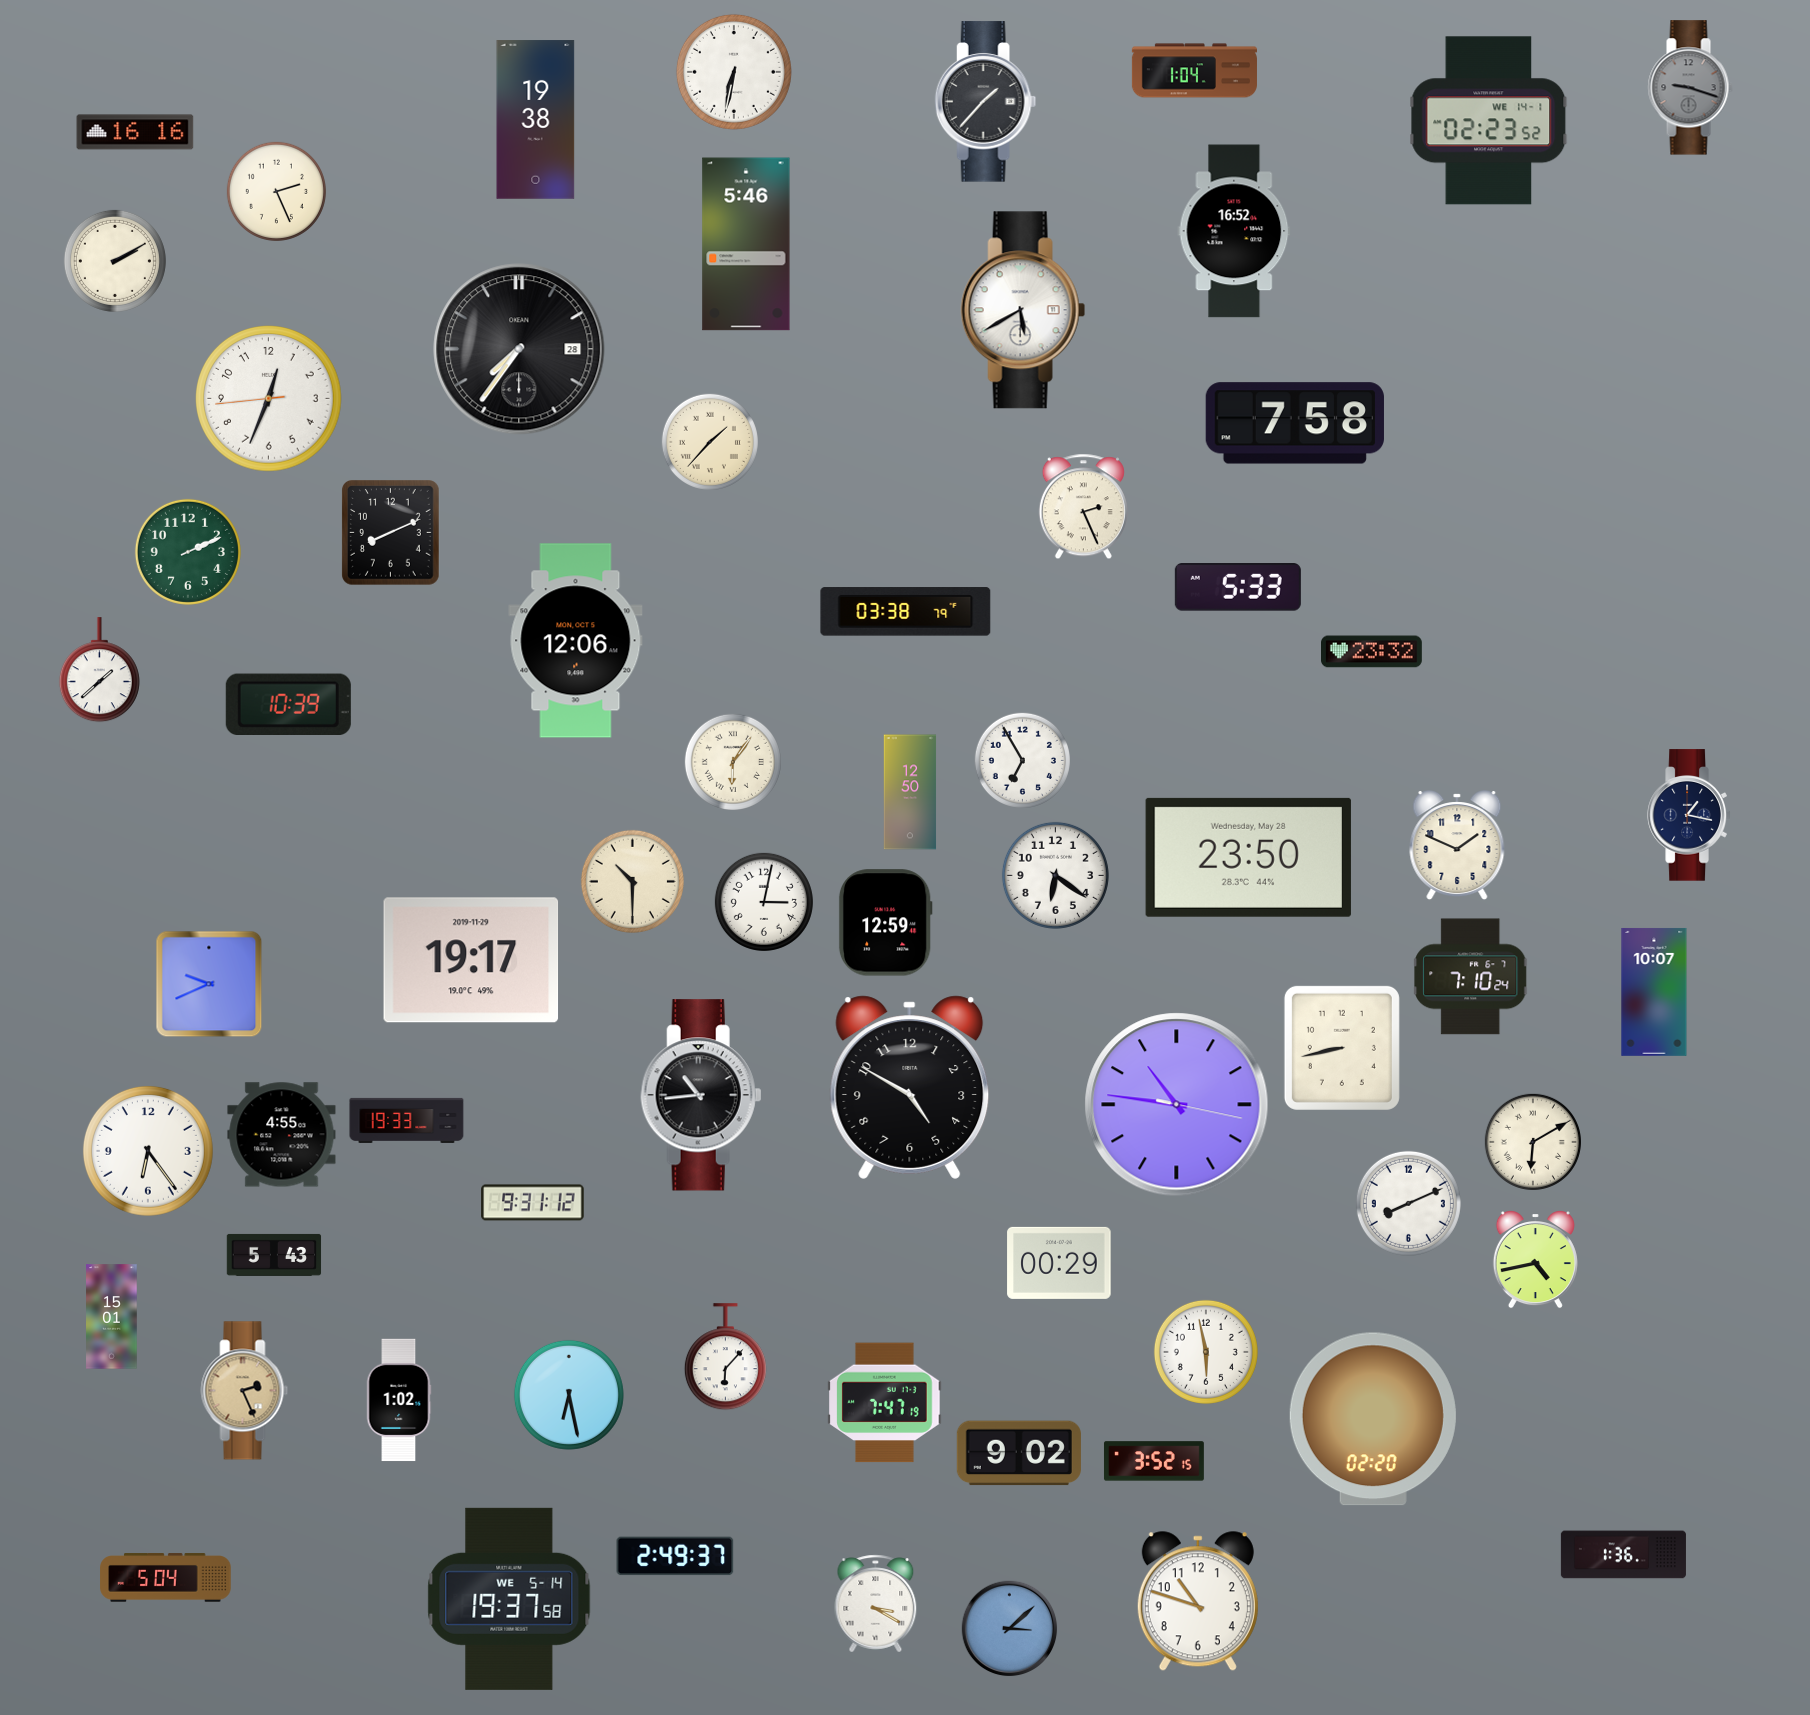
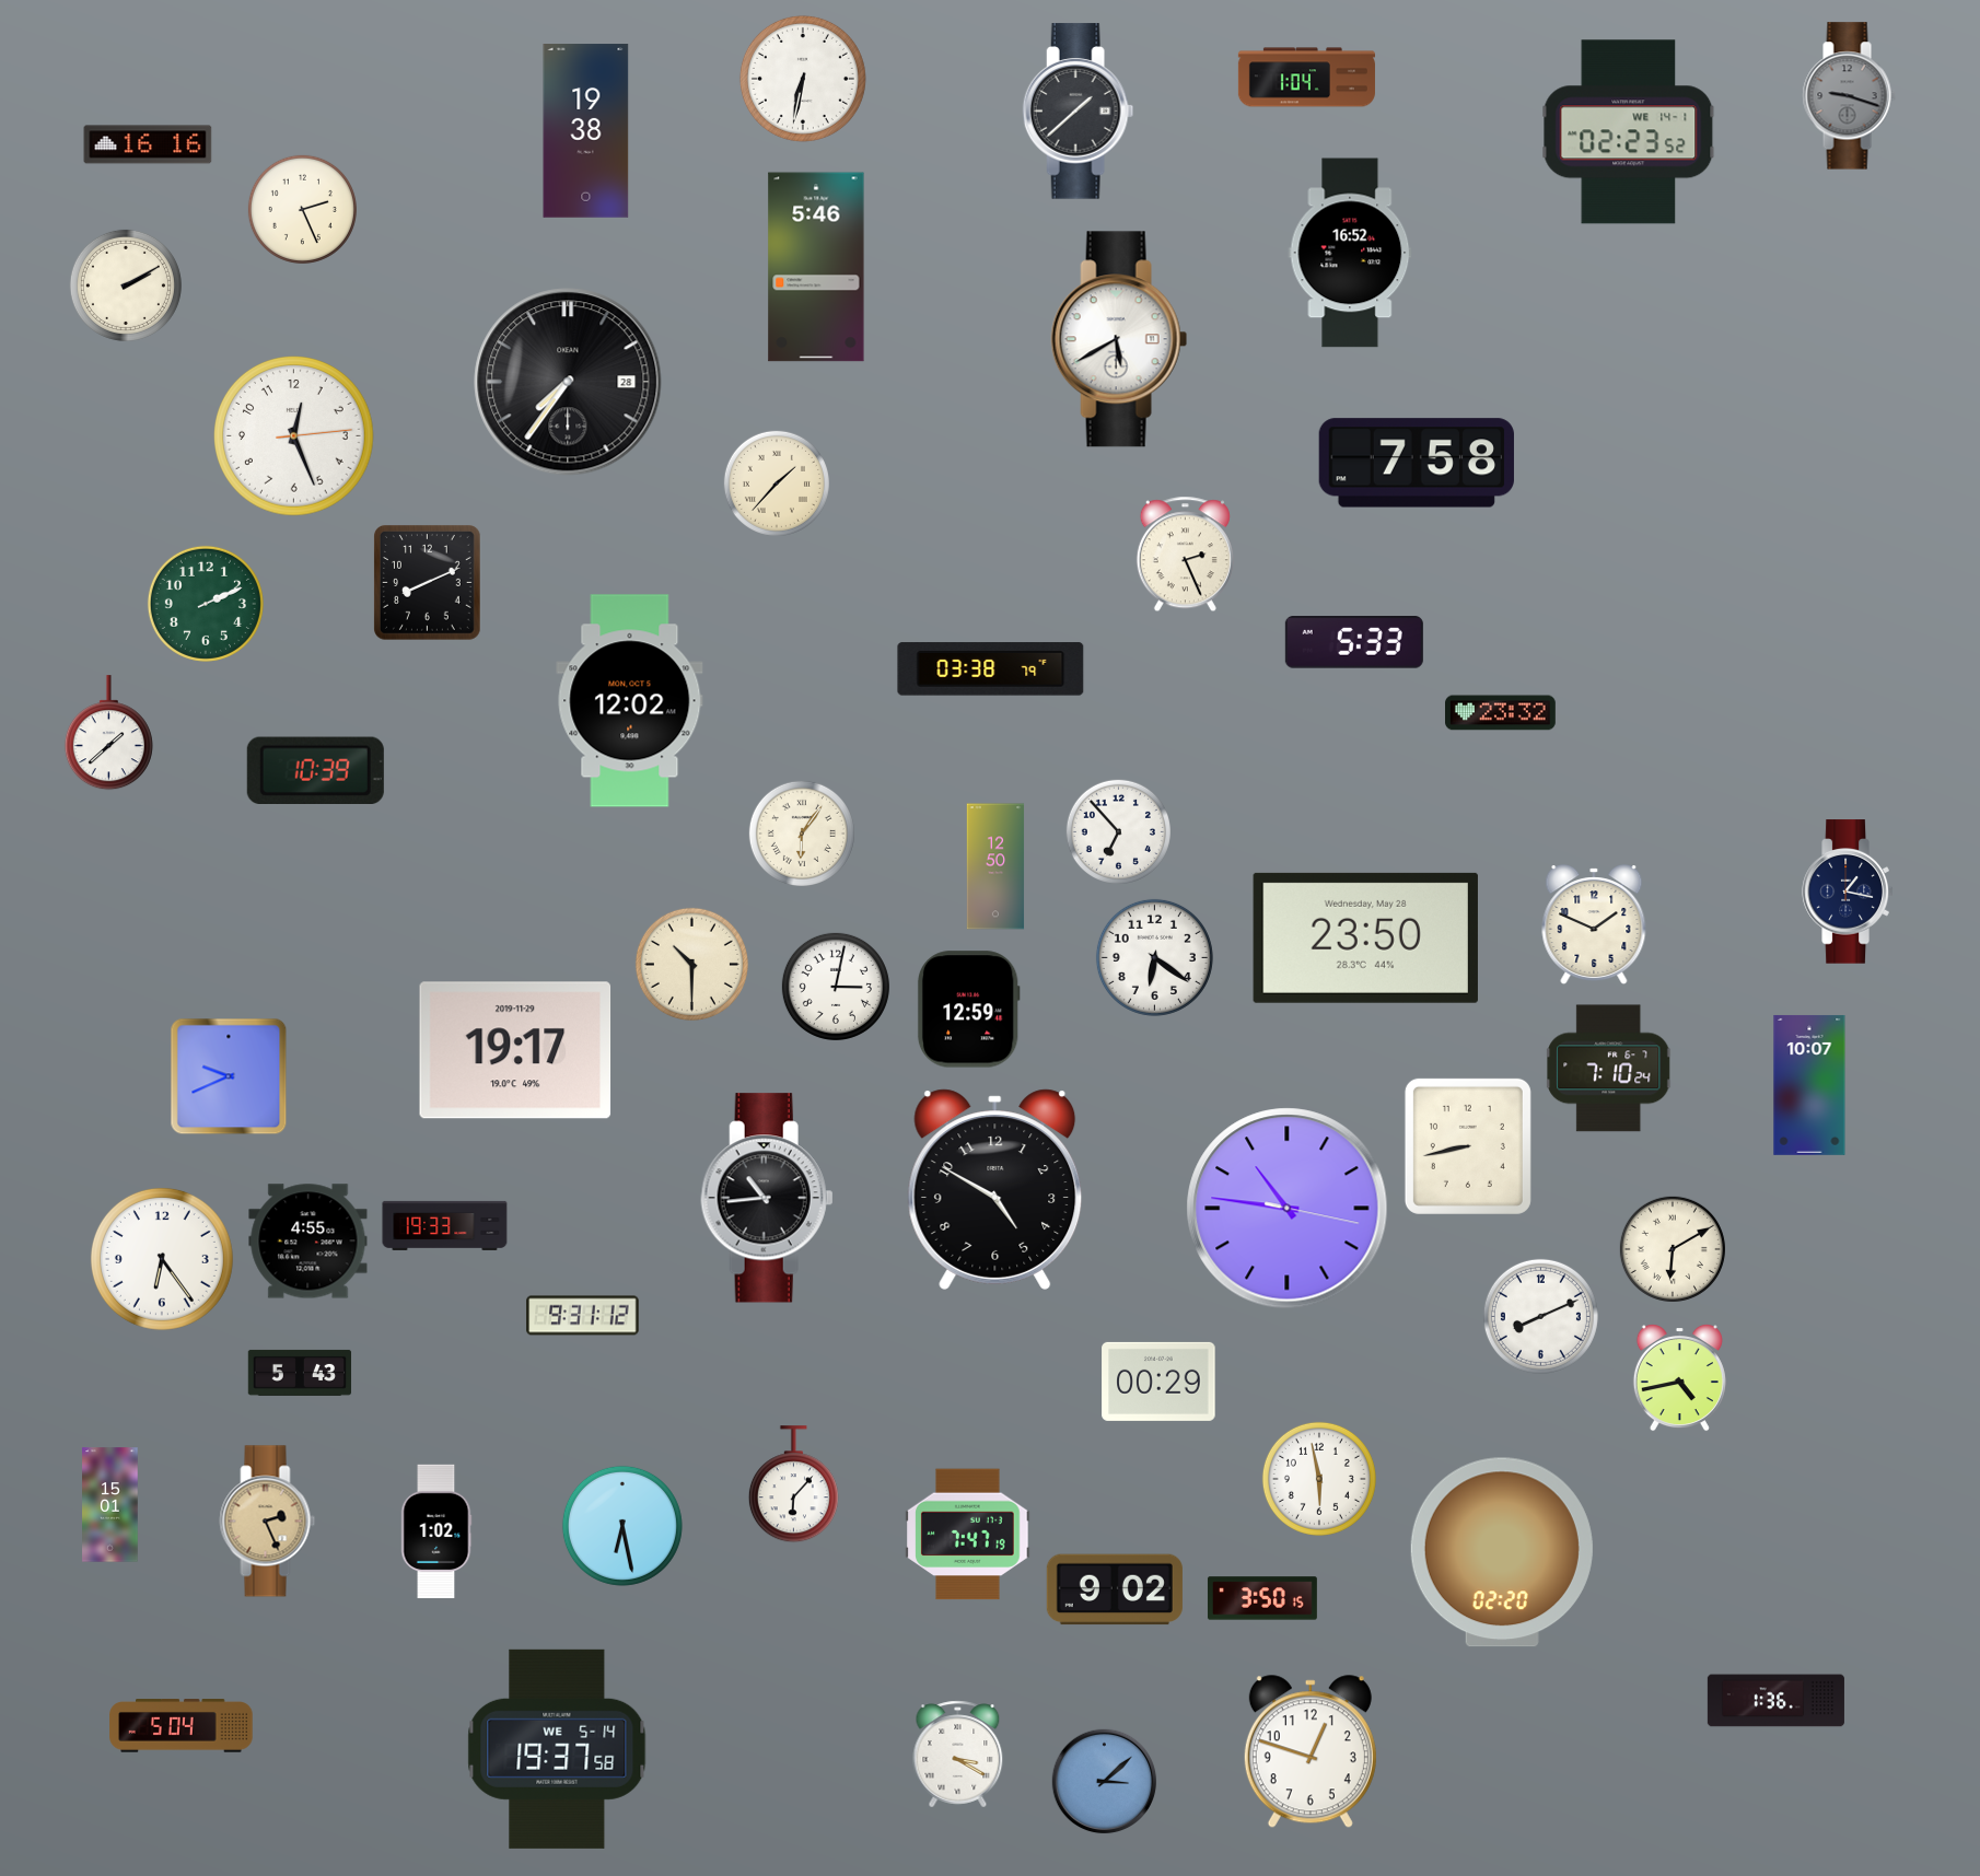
clock at (986, 102): 1:37 -> 1:38
clock at (269, 399): 12:33 -> 12:26
clock at (576, 641): 12:06 -> 12:02
clock at (1022, 760): 6:55 -> 6:53
clock at (1533, 1142) position: (1533, 1142) -> (1673, 1249)
clock at (112, 1317) position: (112, 1317) -> (110, 1505)
clock at (1154, 1461): 3:52 -> 3:50
clock at (675, 1556): 2:49 -> none
clock at (1198, 1602): 10:48 -> 12:48
